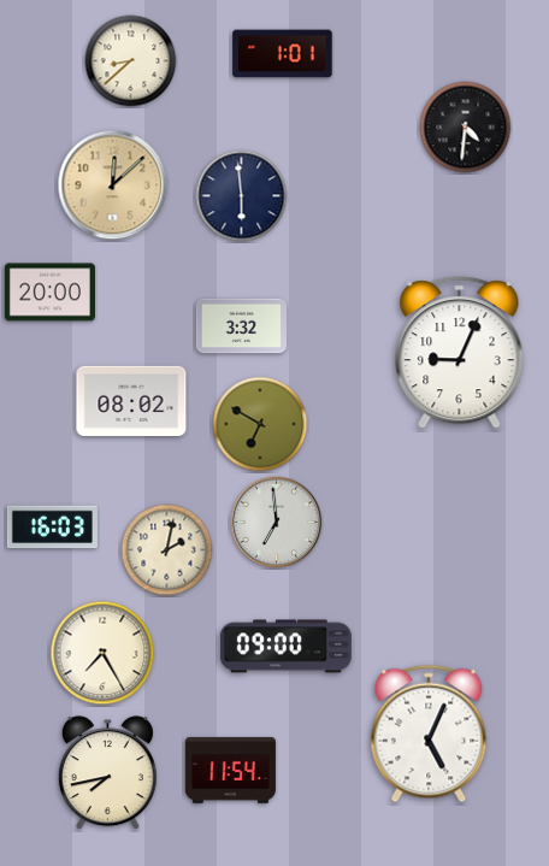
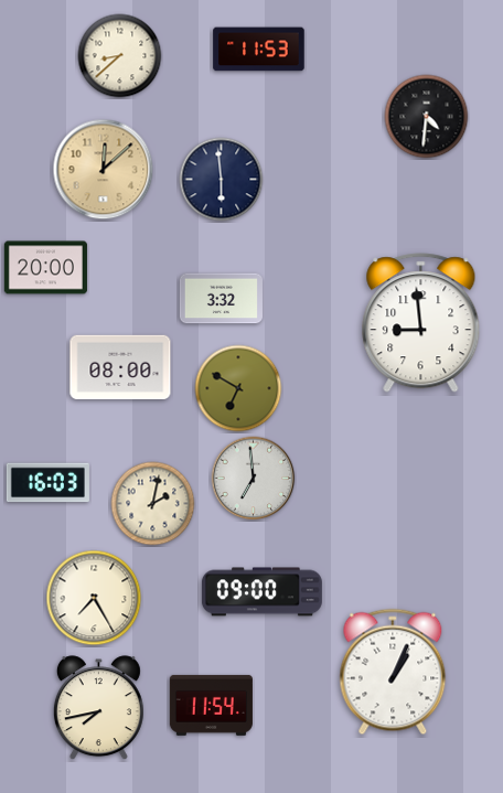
clock at (283, 54): 1:01 -> 11:53
clock at (460, 353): 9:04 -> 8:59
clock at (131, 400): 08:02 -> 08:00
clock at (429, 734): 5:04 -> 1:04
